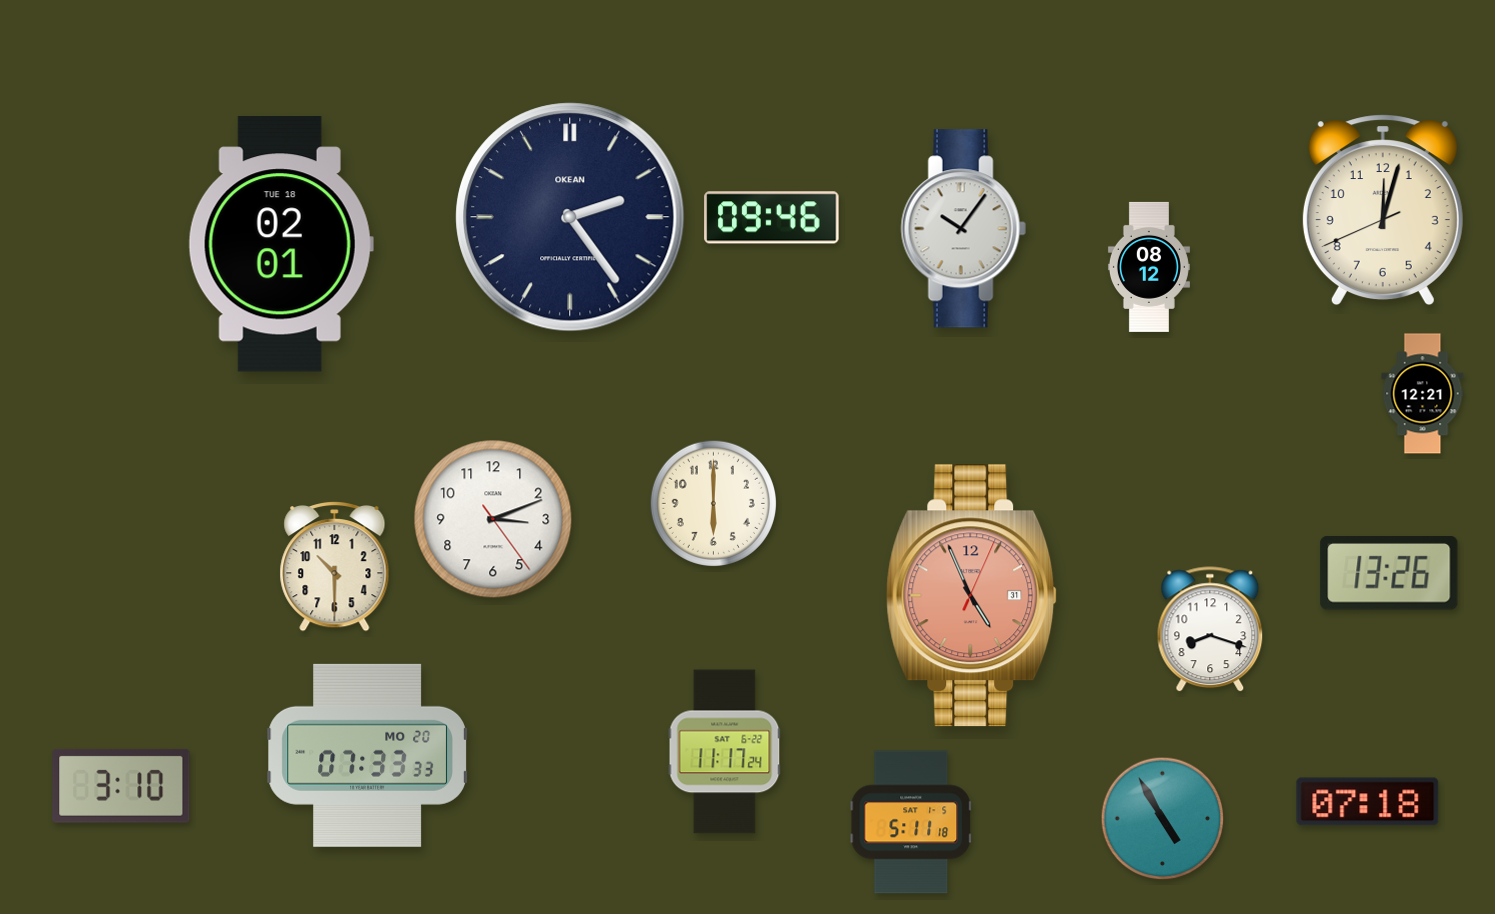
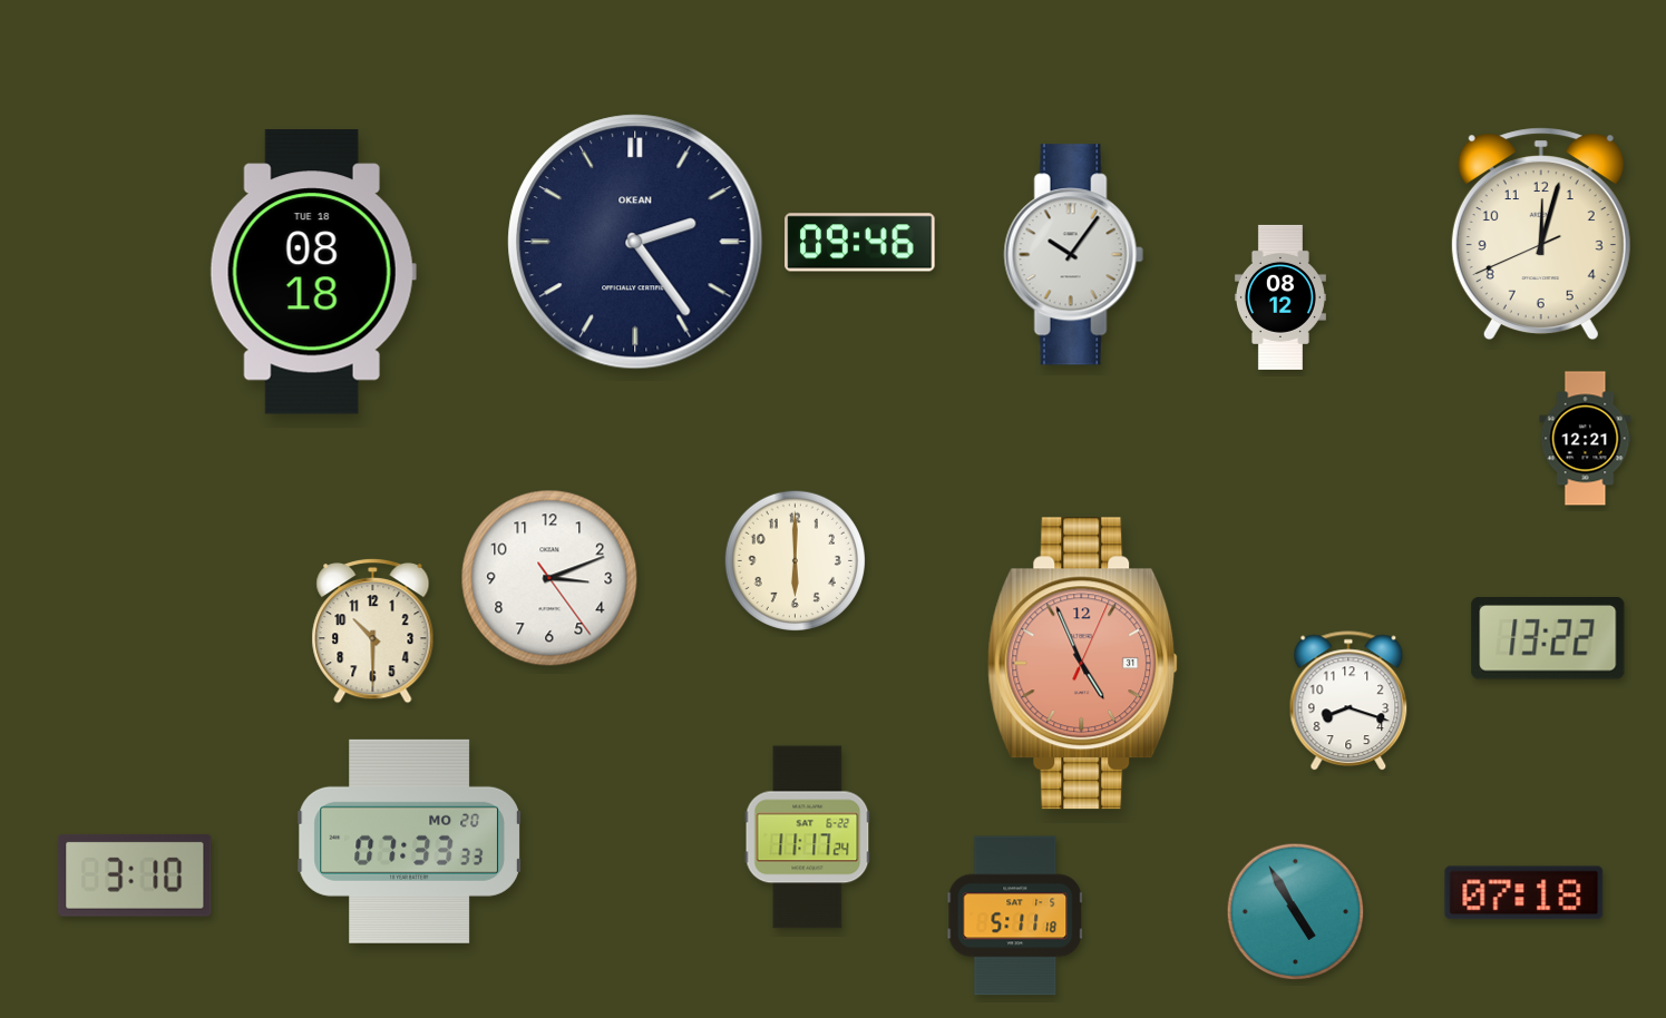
clock at (281, 244): 02:01 -> 08:18
clock at (1389, 574): 13:26 -> 13:22
